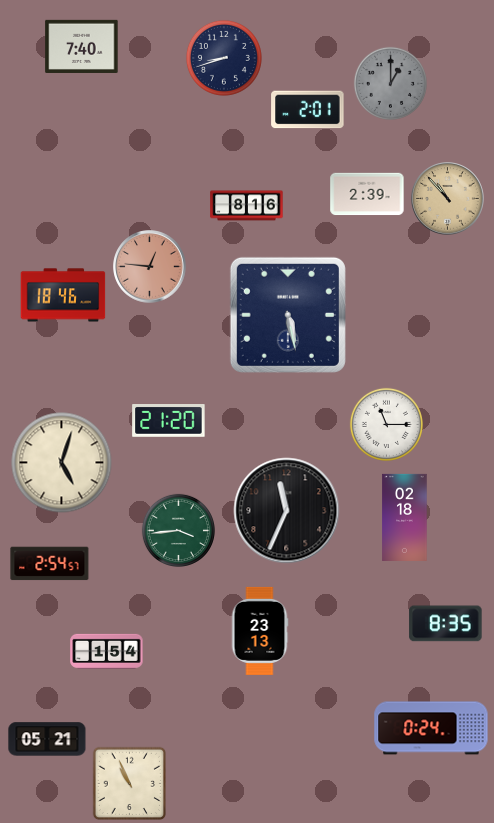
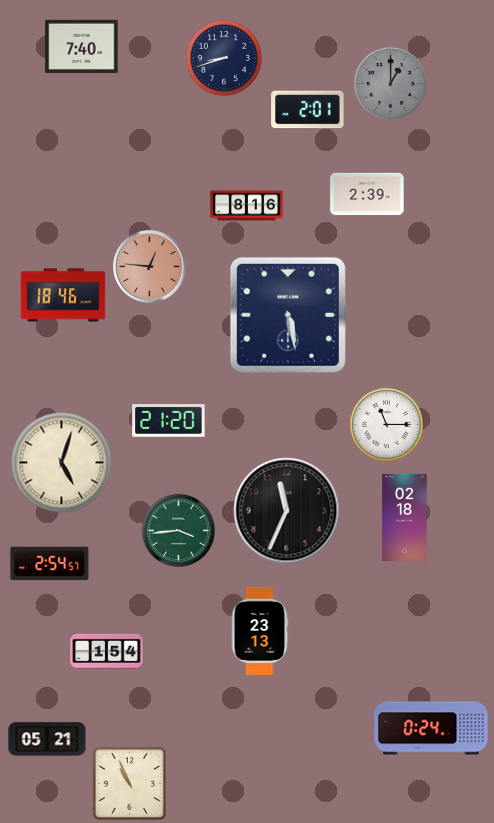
clock at (448, 199): 10:53 -> none
clock at (446, 624): 8:35 -> none
